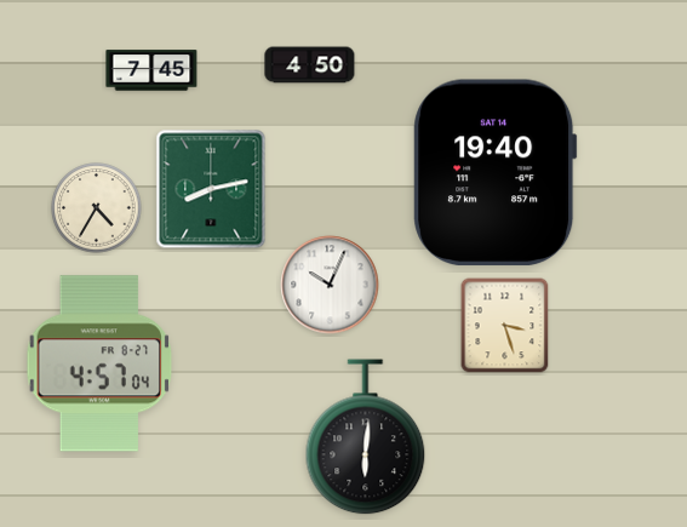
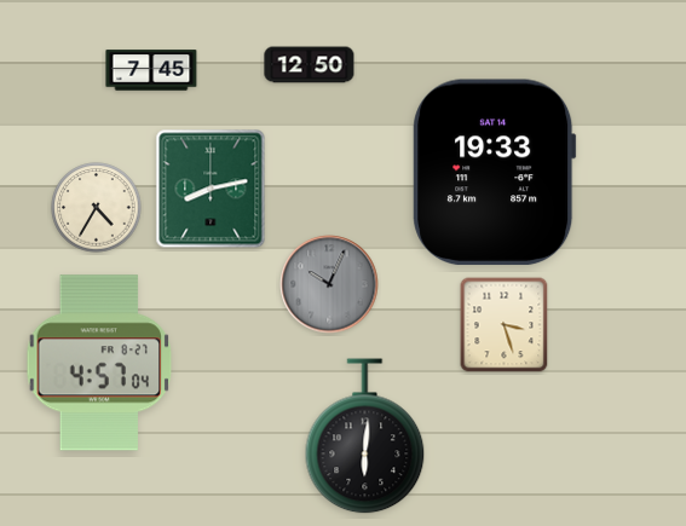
clock at (310, 65): 4:50 -> 12:50
clock at (496, 173): 19:40 -> 19:33
clock at (330, 285) dial: white -> grey
